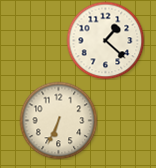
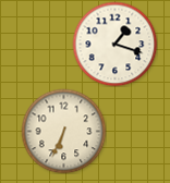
clock at (105, 40): 1:22 -> 1:18
